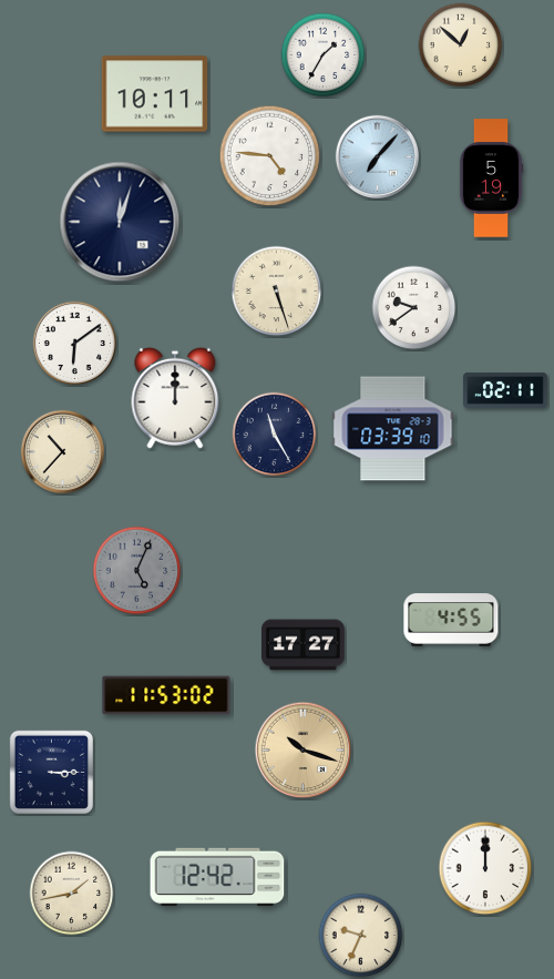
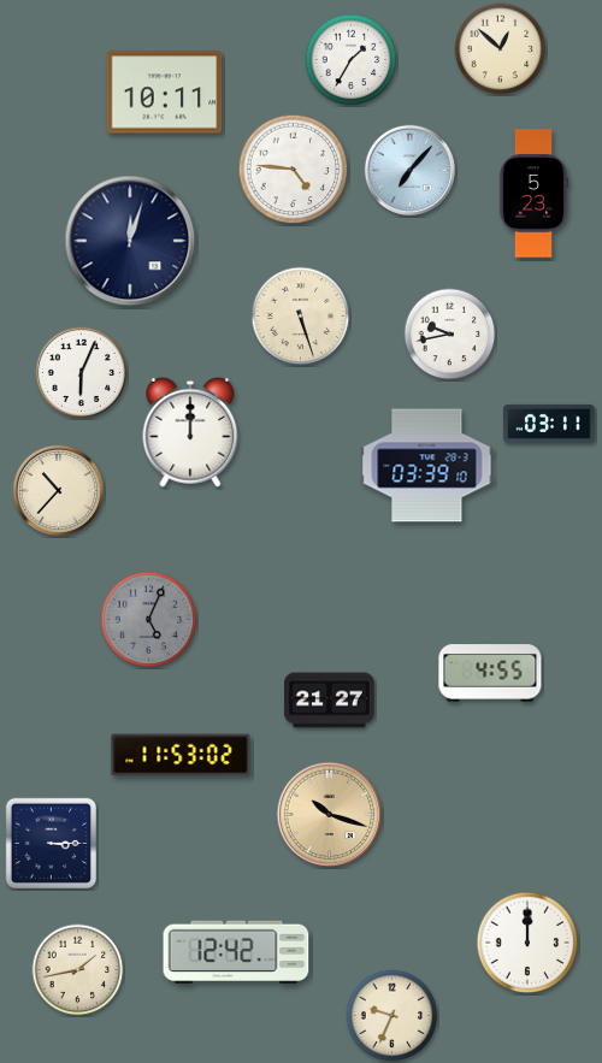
clock at (155, 94) position: (155, 94) -> (165, 93)
clock at (491, 179): 5:19 -> 5:23
clock at (414, 308): 9:39 -> 9:43
clock at (74, 343): 6:09 -> 6:04
clock at (505, 390): 02:11 -> 03:11
clock at (275, 435): 11:25 -> none
clock at (62, 451) position: (62, 451) -> (58, 490)
clock at (304, 645): 17:27 -> 21:27
clock at (51, 772) position: (51, 772) -> (51, 843)
